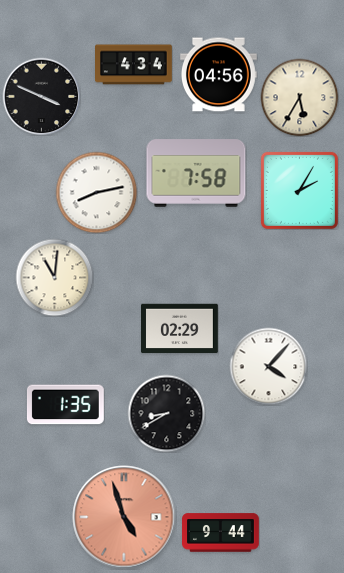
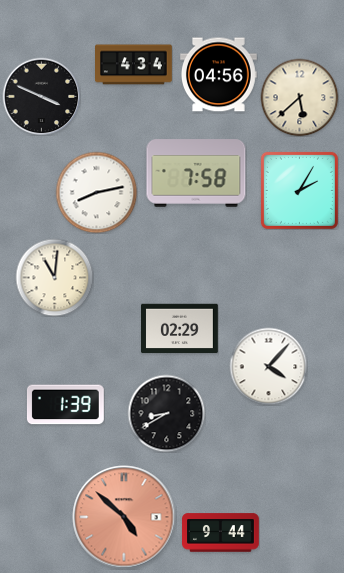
clock at (299, 97): 5:35 -> 5:38
clock at (65, 405): 1:35 -> 1:39
clock at (124, 517): 4:57 -> 4:52
